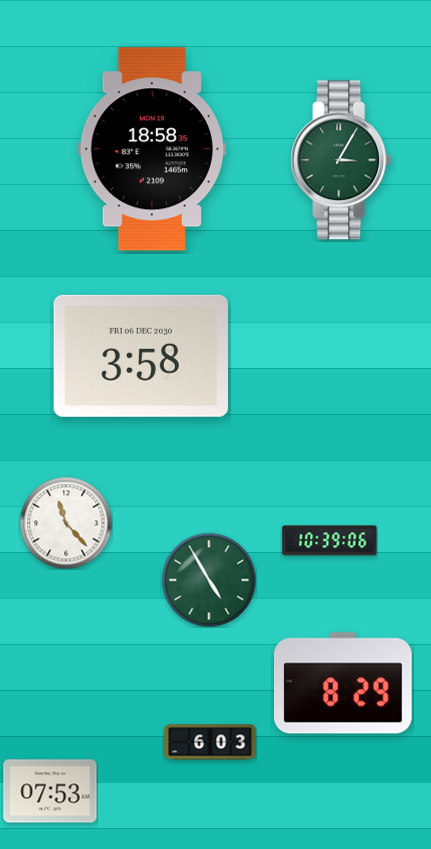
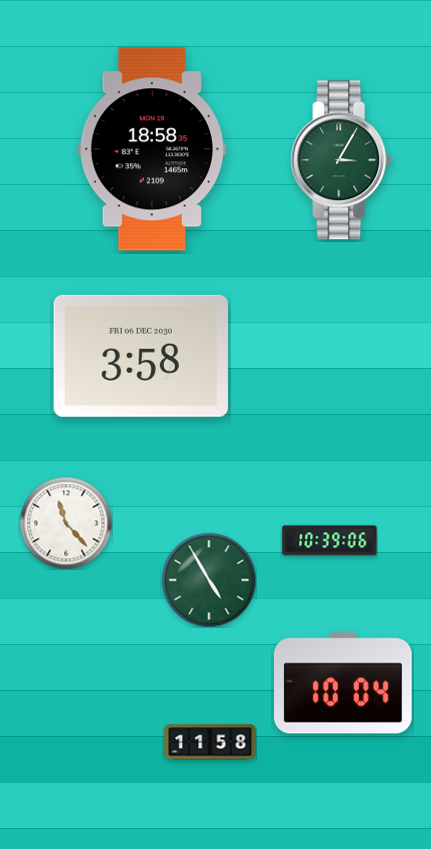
clock at (344, 683): 8:29 -> 10:04
clock at (210, 742): 6:03 -> 11:58
clock at (50, 791): 07:53 -> none
